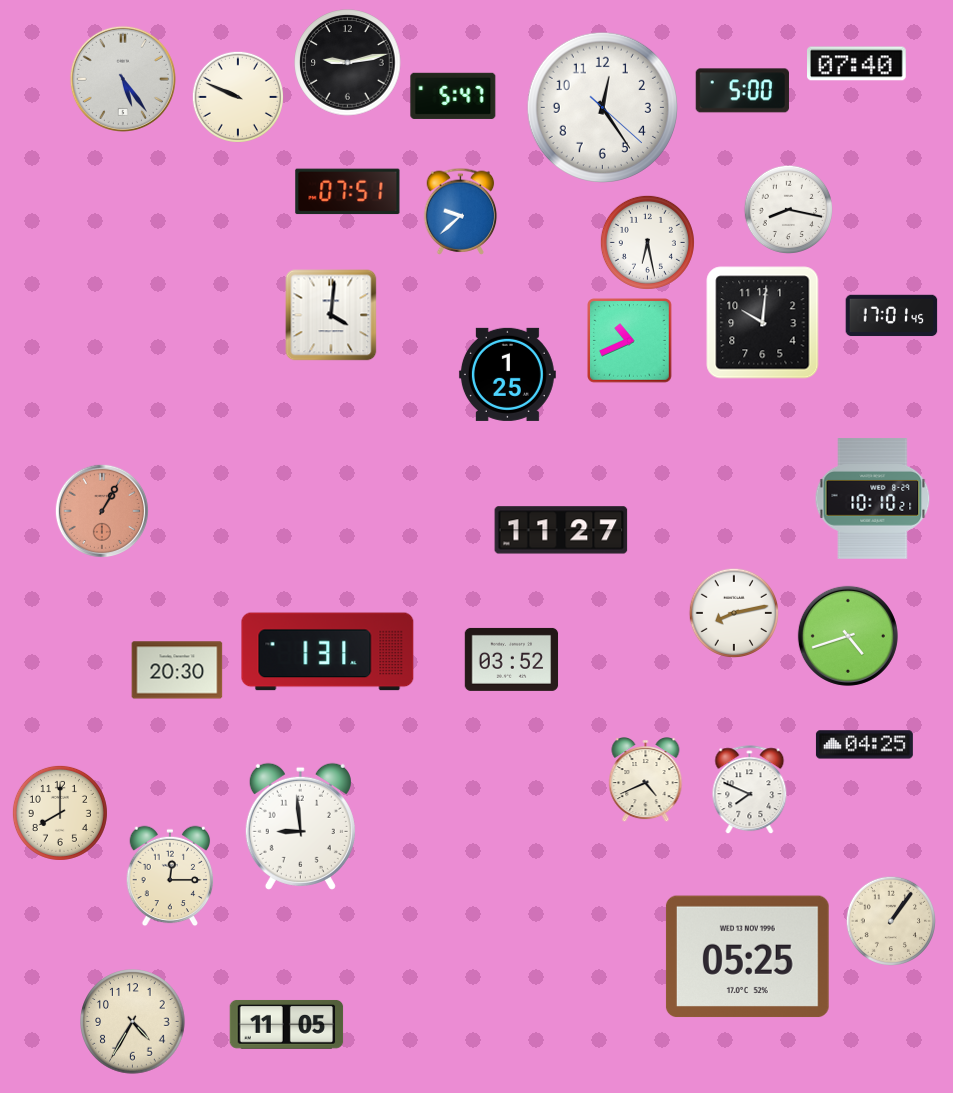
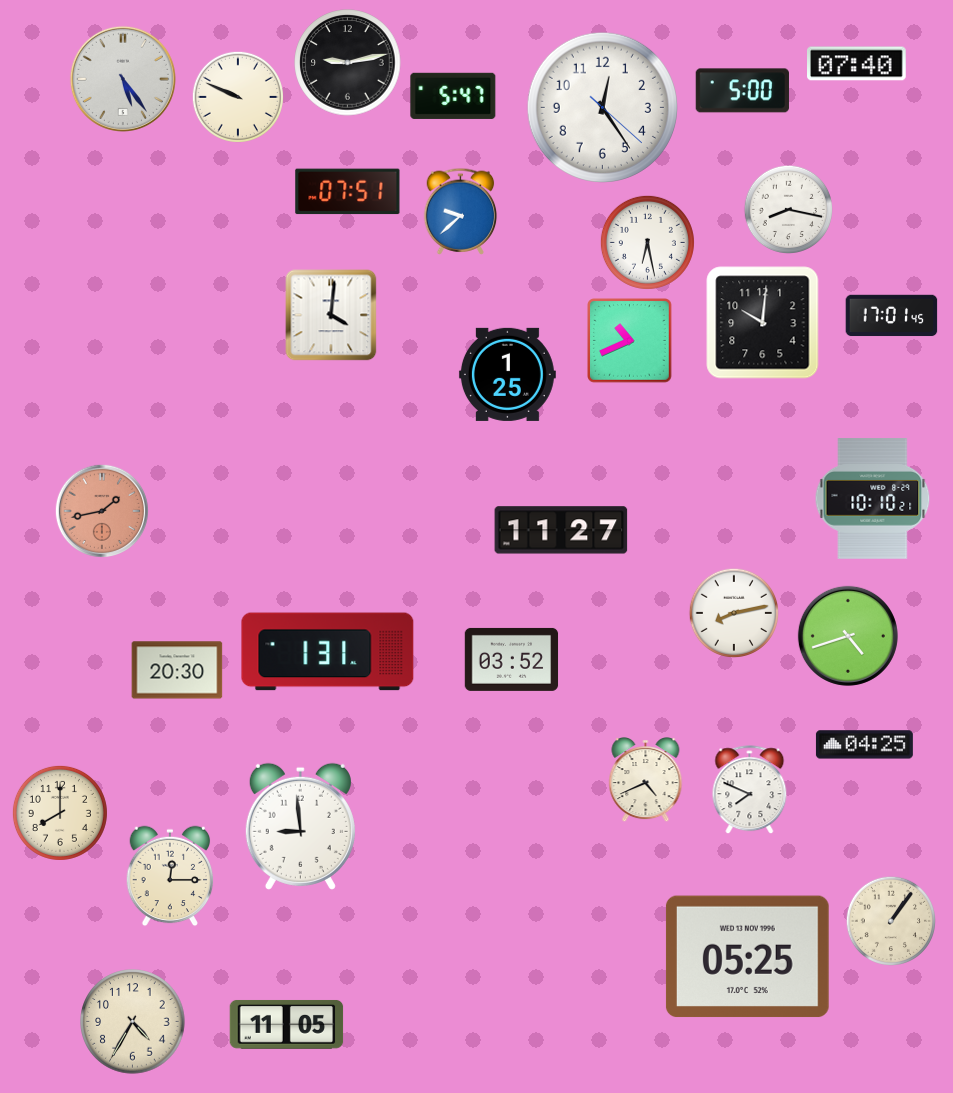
clock at (102, 511): 1:05 -> 1:43
